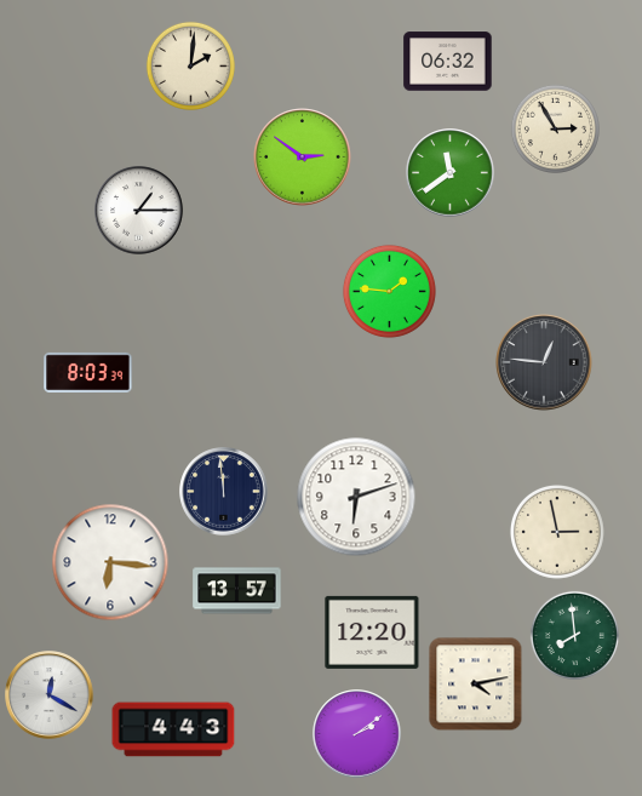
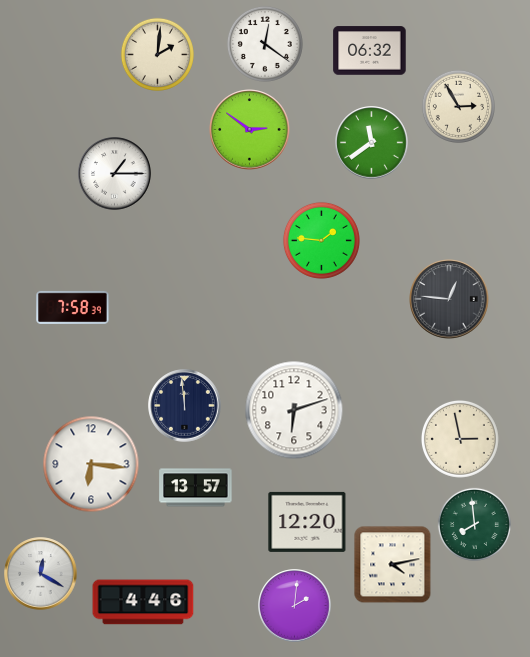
clock at (265, 44): none -> 12:21
clock at (88, 372): 8:03 -> 7:58
clock at (173, 729): 4:43 -> 4:46
clock at (357, 734): 2:09 -> 2:01
